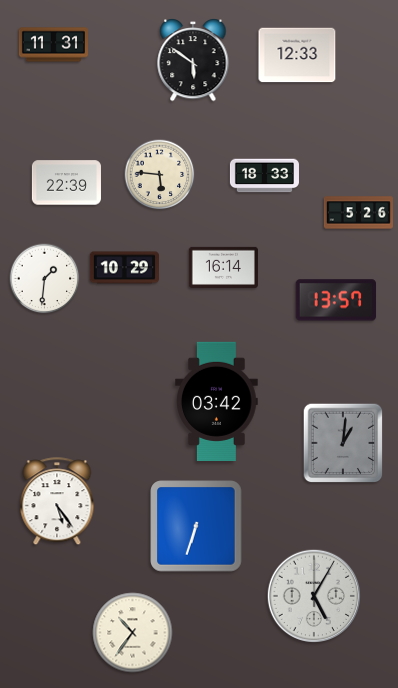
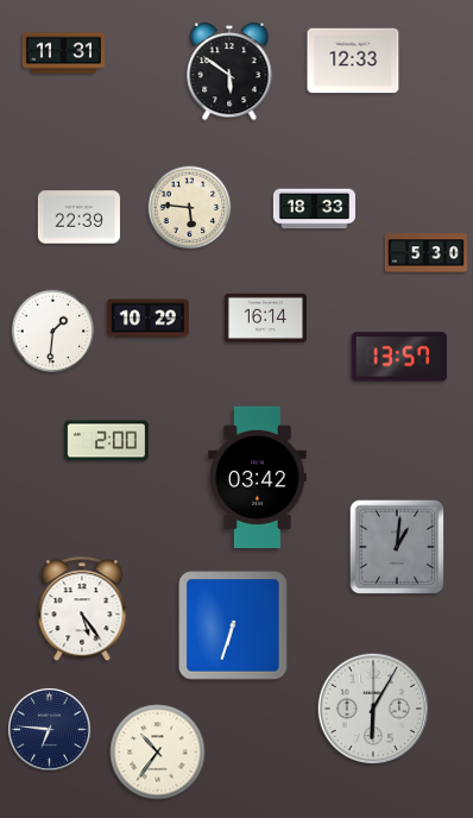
clock at (297, 55) position: (297, 55) -> (353, 61)
clock at (358, 213): 5:26 -> 5:30
clock at (107, 441): none -> 2:00
clock at (343, 443) position: (343, 443) -> (397, 547)
clock at (57, 502) position: (57, 502) -> (82, 610)
clock at (313, 595): 5:05 -> 6:05
clock at (49, 729): none -> 6:46
